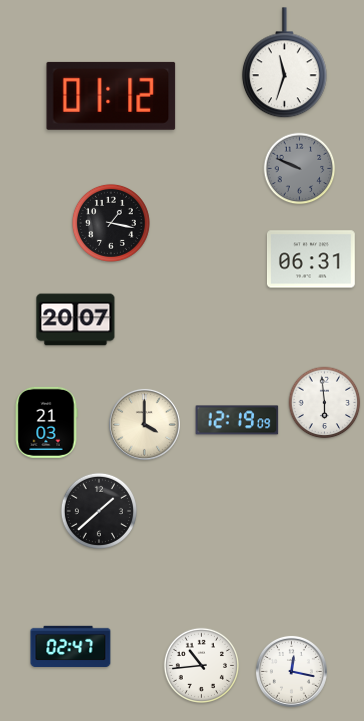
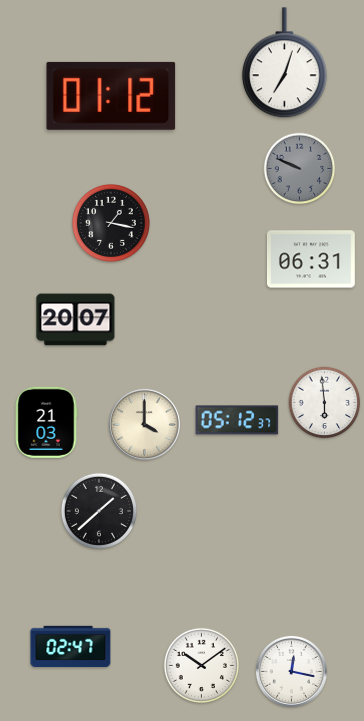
clock at (284, 63): 11:33 -> 7:03
clock at (237, 420): 12:19 -> 05:12
clock at (201, 665): 10:44 -> 10:09
